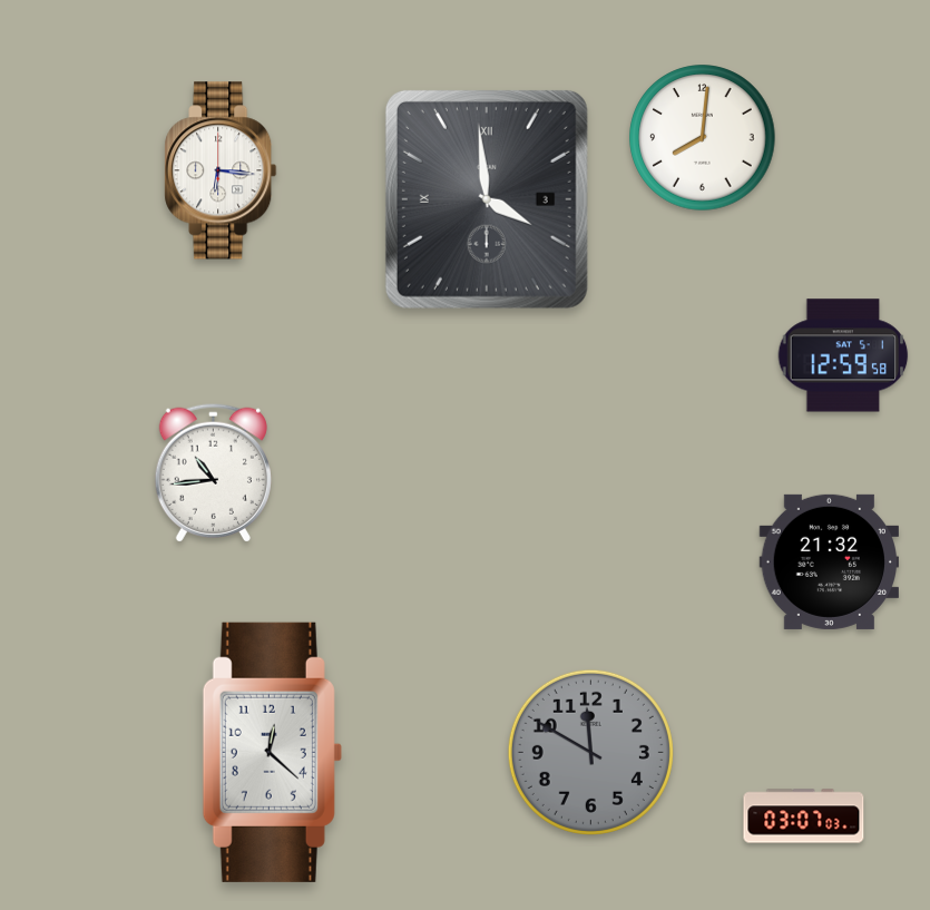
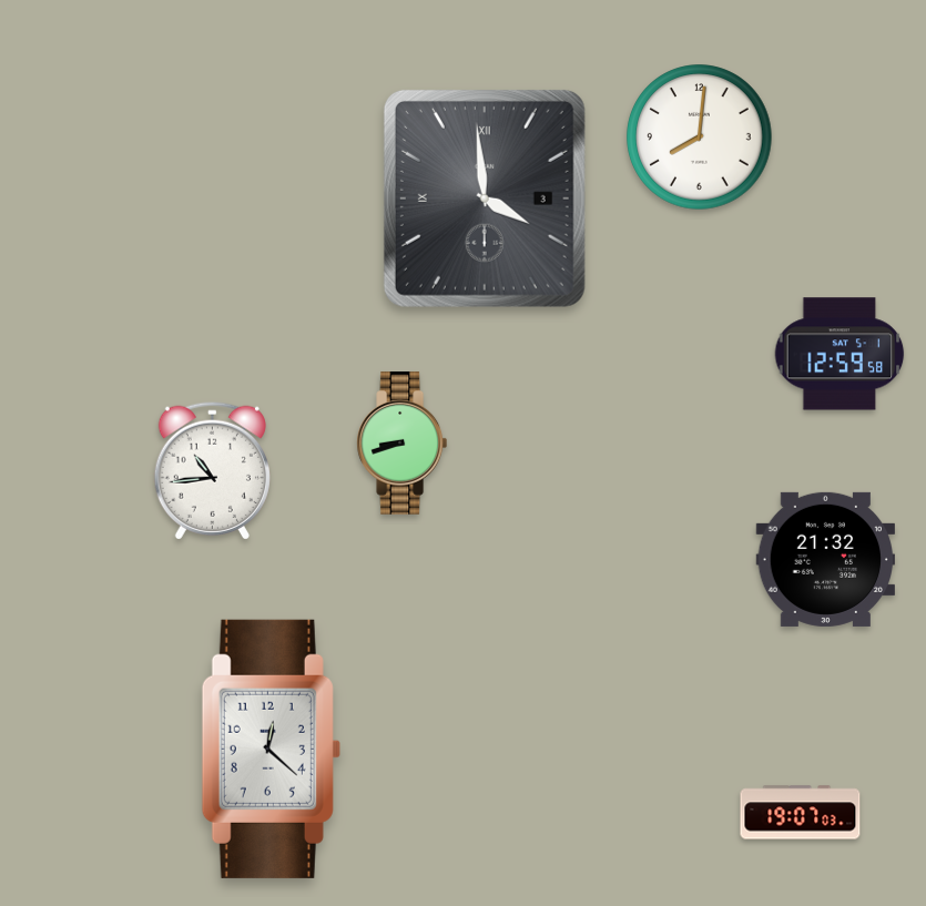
clock at (221, 170): 6:16 -> none
clock at (403, 444): none -> 8:42
clock at (590, 752): 11:50 -> none
clock at (804, 816): 03:07 -> 19:07
